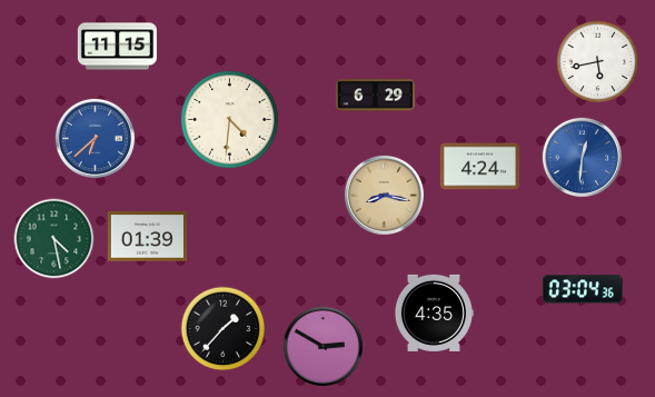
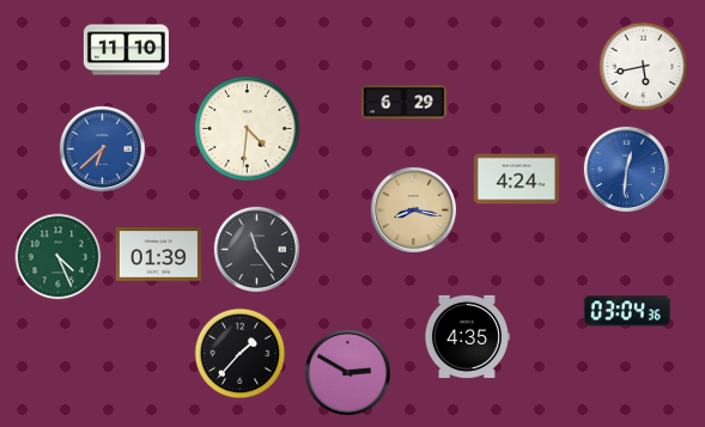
clock at (117, 47): 11:15 -> 11:10
clock at (256, 249): none -> 11:24
clock at (54, 239): 4:28 -> 4:26
